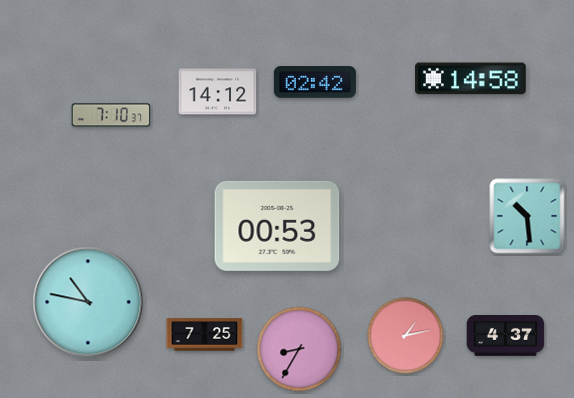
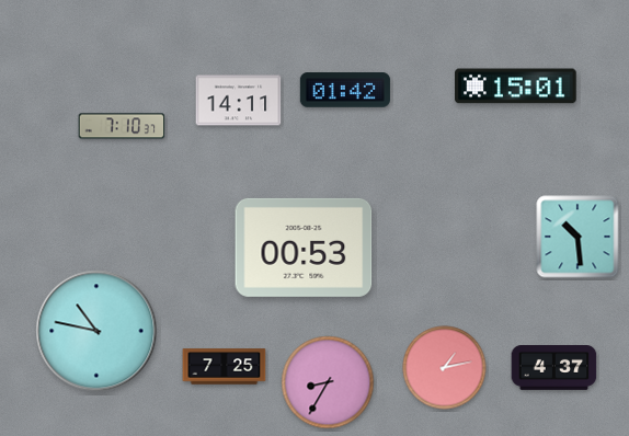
clock at (471, 79): 14:58 -> 15:01
clock at (315, 82): 02:42 -> 01:42
clock at (218, 92): 14:12 -> 14:11
